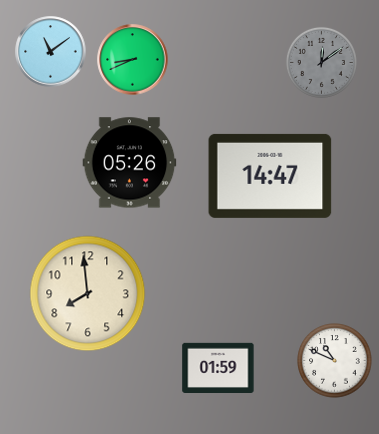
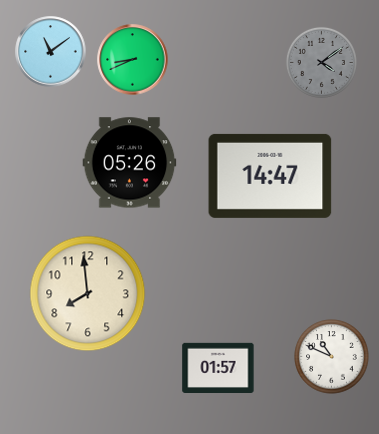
clock at (321, 62): 12:09 -> 4:09
clock at (335, 361) position: (335, 361) -> (332, 357)
clock at (218, 367): 01:59 -> 01:57
